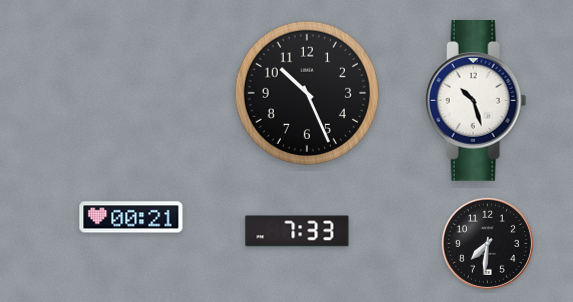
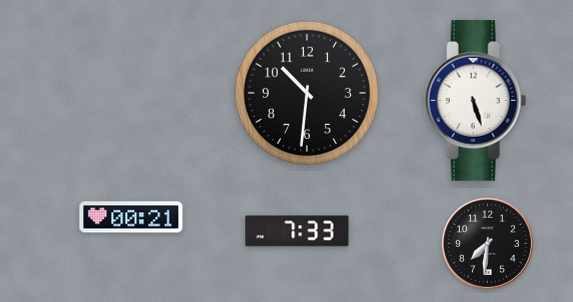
clock at (307, 93): 10:26 -> 10:31
clock at (476, 101): 10:27 -> 5:27
